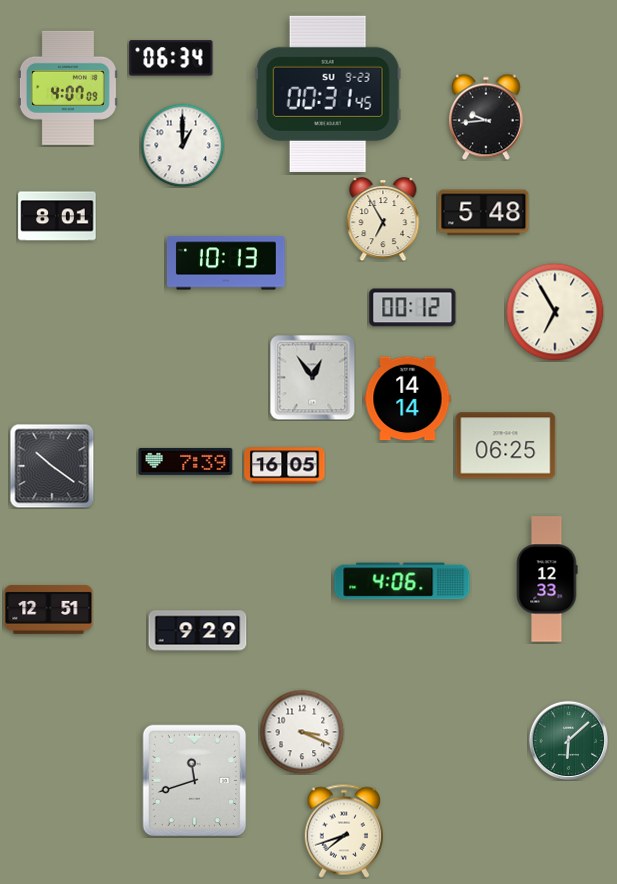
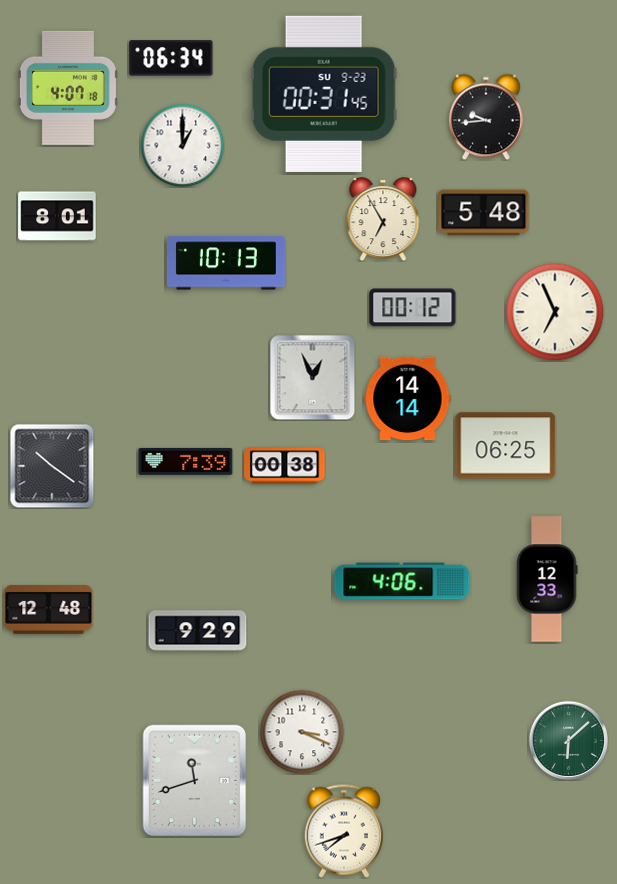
clock at (68, 88): 4:07:09 -> 4:07:18
clock at (328, 94) position: (328, 94) -> (324, 94)
clock at (555, 312): 6:55 -> 6:56
clock at (312, 377): 12:54 -> 12:56
clock at (285, 466): 16:05 -> 00:38
clock at (49, 609): 12:51 -> 12:48
